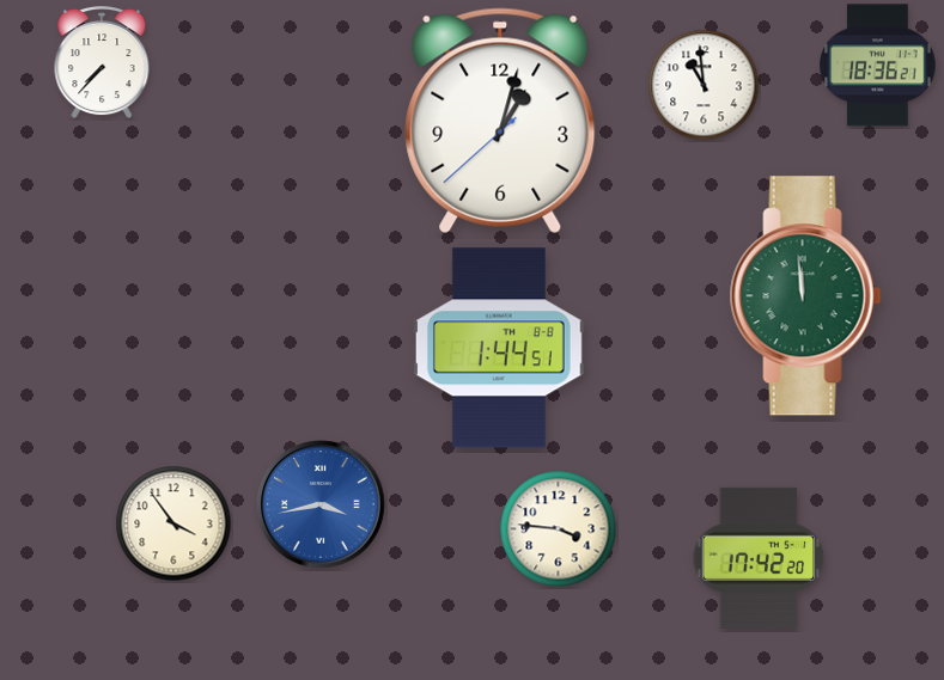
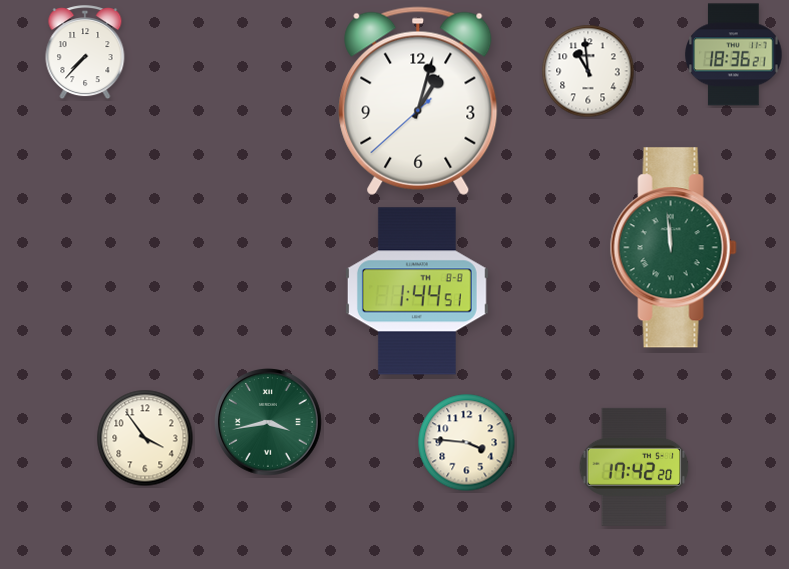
clock at (322, 506) dial: blue -> green
